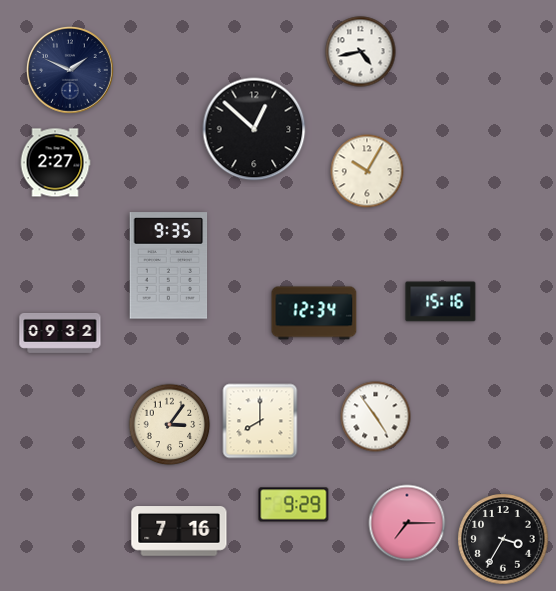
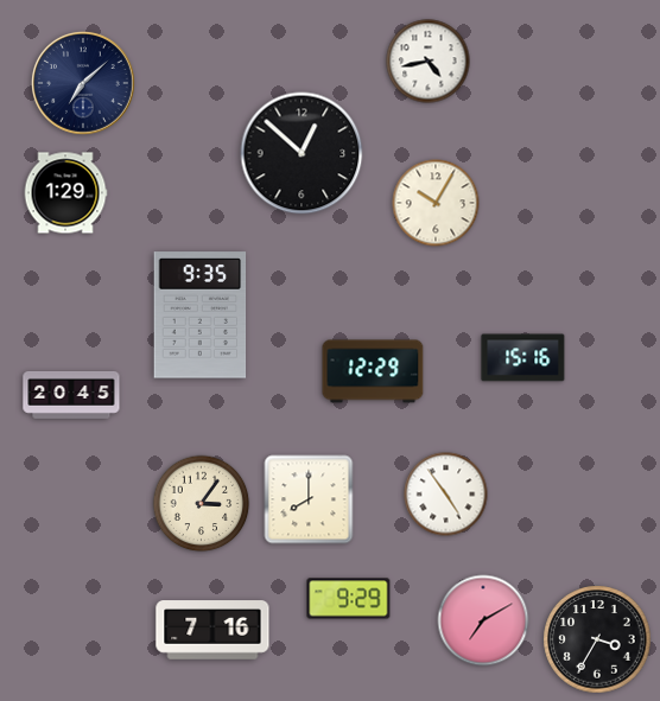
clock at (71, 71): 1:49 -> 7:08
clock at (55, 163): 2:27 -> 1:29
clock at (314, 313): 12:34 -> 12:29
clock at (60, 333): 09:32 -> 20:45
clock at (407, 523): 7:15 -> 7:10
